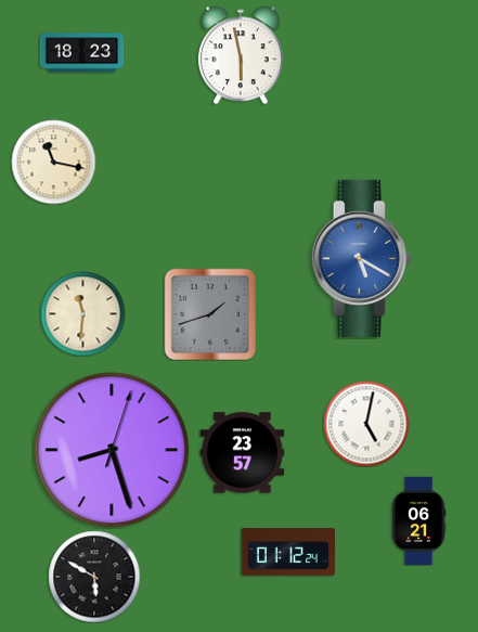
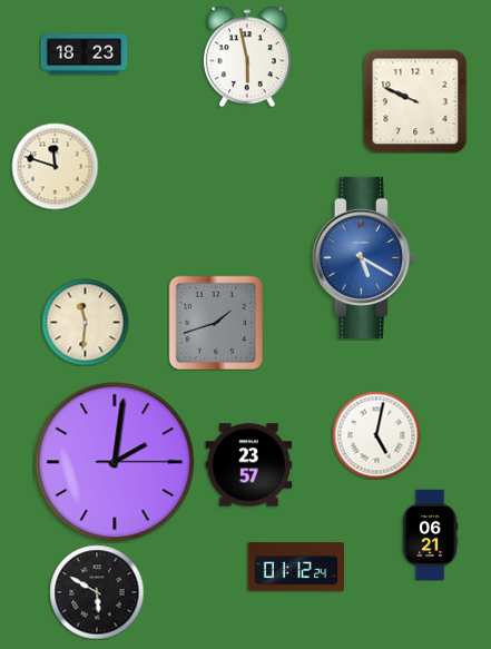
clock at (415, 101): none -> 9:49
clock at (53, 162): 11:17 -> 11:48
clock at (361, 258) position: (361, 258) -> (363, 257)
clock at (112, 450): 8:27 -> 2:01
